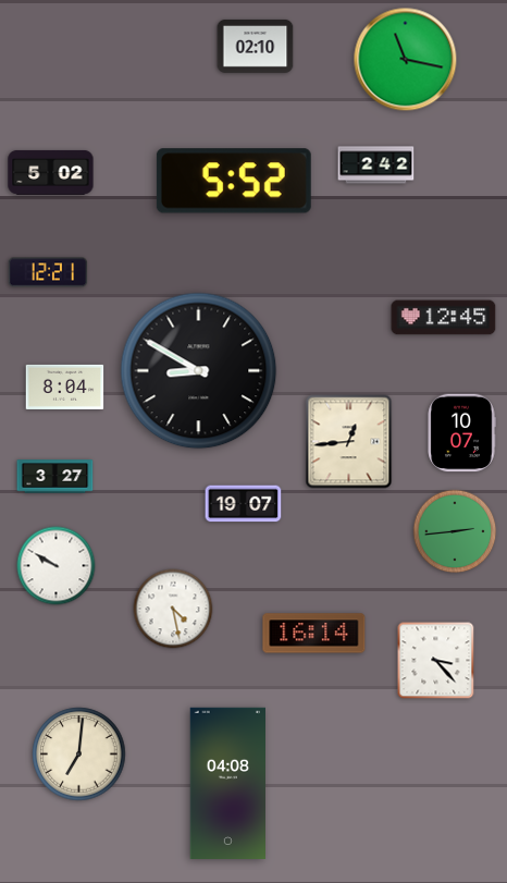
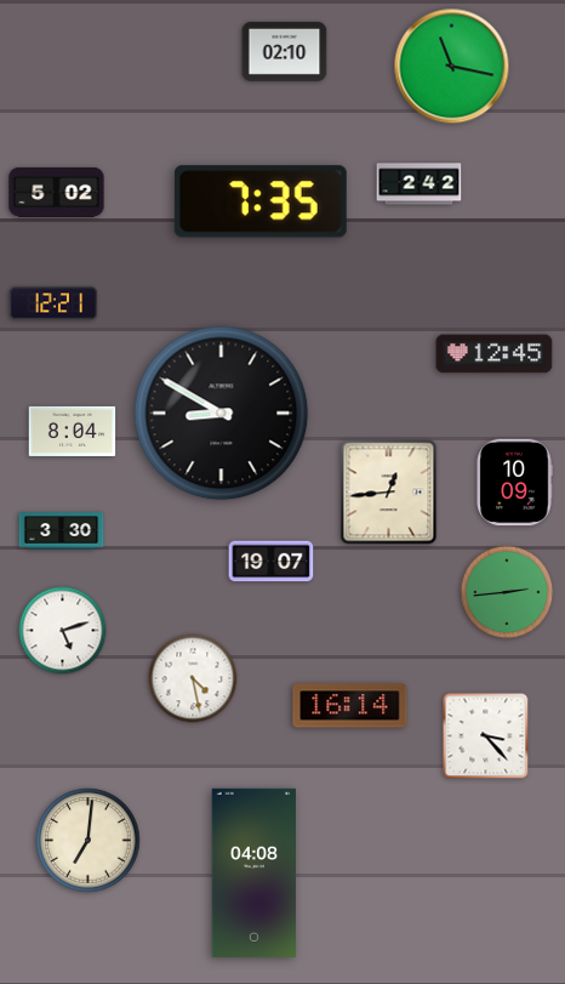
clock at (234, 181): 5:52 -> 7:35
clock at (461, 433): 10:07 -> 10:09
clock at (55, 477): 3:27 -> 3:30
clock at (57, 566): 9:50 -> 5:12
